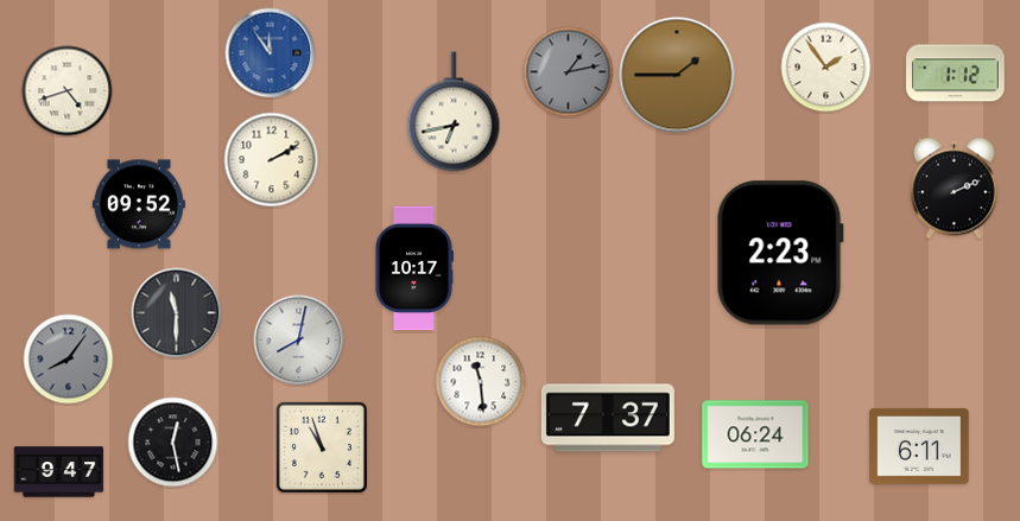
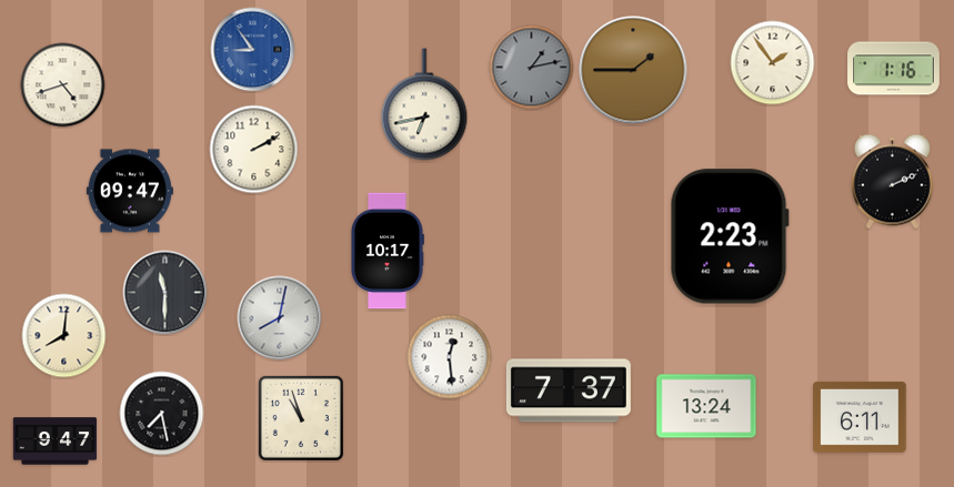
clock at (271, 53): 11:54 -> 8:54
clock at (956, 74): 1:12 -> 1:16
clock at (954, 189) position: (954, 189) -> (892, 182)
clock at (139, 204): 09:52 -> 09:47
clock at (69, 360): 8:06 -> 8:01
clock at (69, 360) dial: grey -> cream
clock at (481, 382): 11:29 -> 12:29
clock at (755, 434): 06:24 -> 13:24
clock at (173, 443): 12:28 -> 7:28
